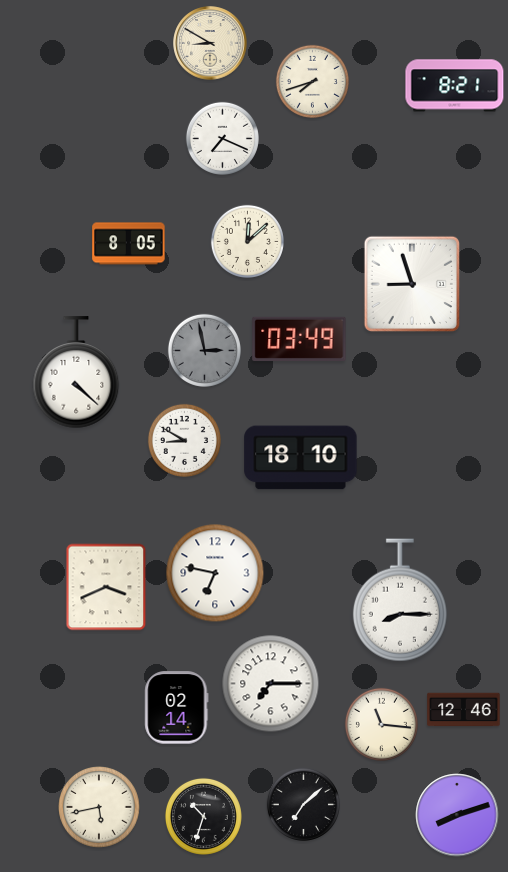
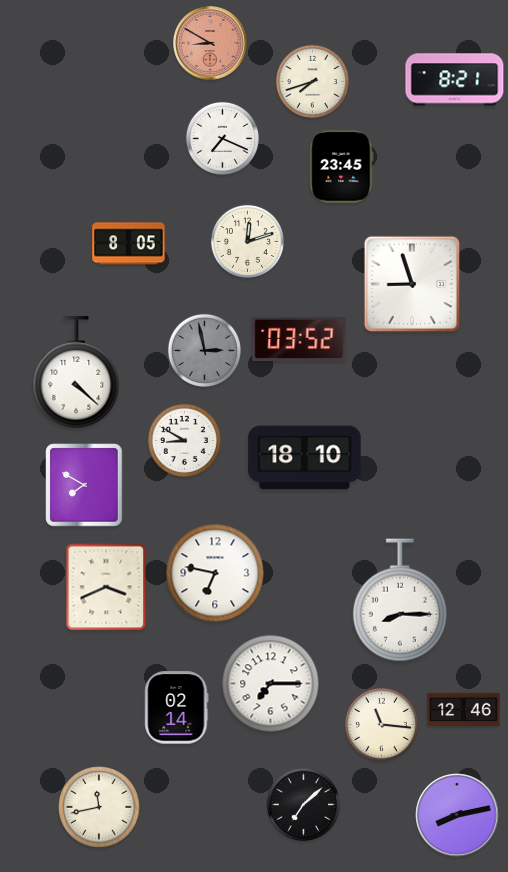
clock at (210, 43) dial: cream -> salmon
clock at (455, 86) position: (455, 86) -> (455, 80)
clock at (342, 167): none -> 23:45
clock at (247, 241): 12:08 -> 12:12
clock at (299, 339): 03:49 -> 03:52
clock at (301, 458) position: (301, 458) -> (305, 458)
clock at (84, 485): none -> 7:50
clock at (99, 807): 5:43 -> 11:43
clock at (457, 815): 8:12 -> 8:13
clock at (203, 816): 10:33 -> none
